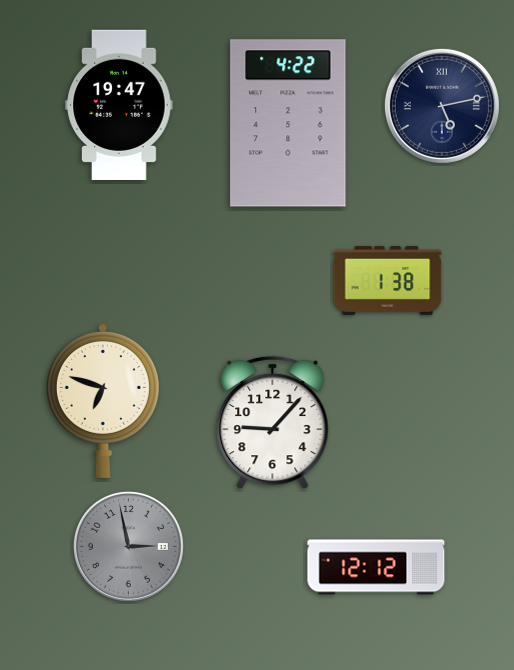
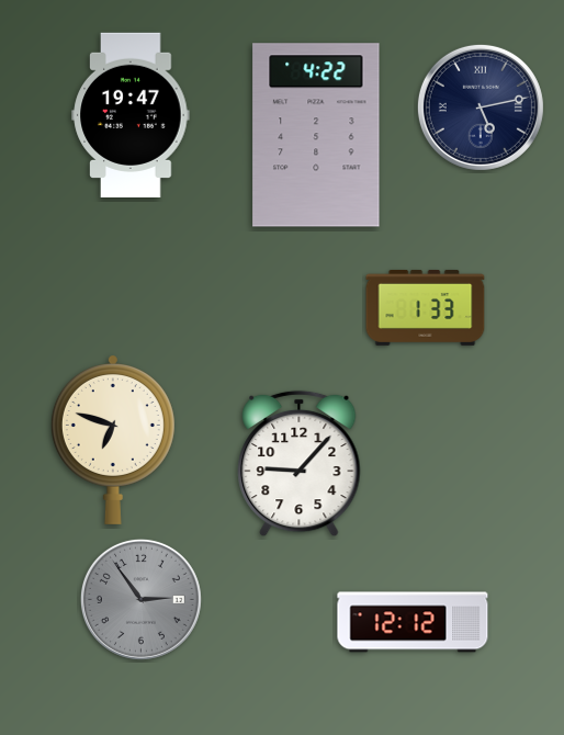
clock at (442, 106) position: (442, 106) -> (481, 108)
clock at (388, 280): 1:38 -> 1:33
clock at (128, 546): 2:58 -> 2:54
